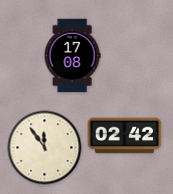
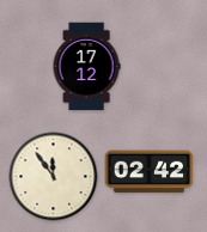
clock at (72, 56): 17:08 -> 17:12
clock at (125, 136) position: (125, 136) -> (150, 172)
